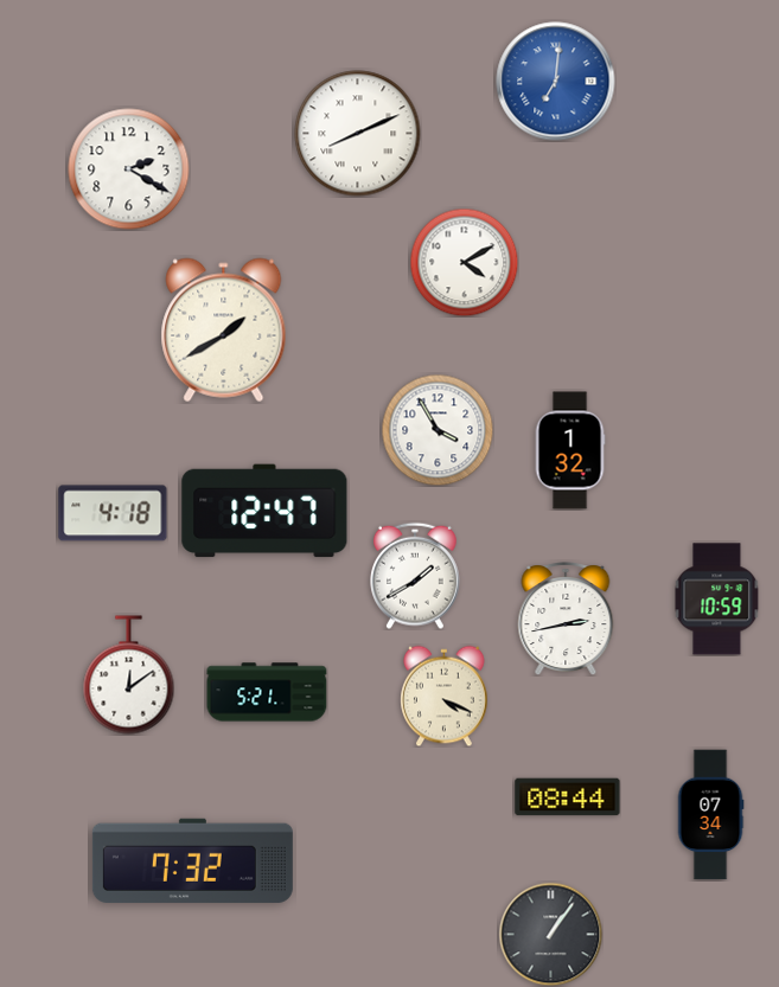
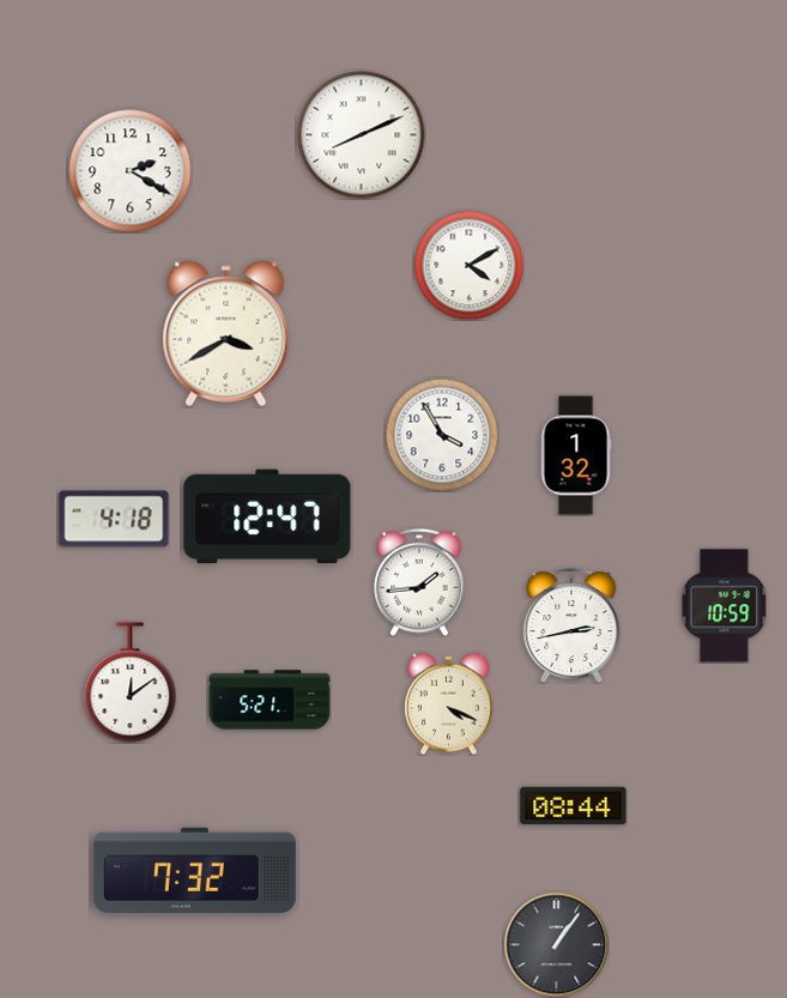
clock at (556, 82): 7:01 -> none
clock at (224, 331): 1:40 -> 3:40
clock at (416, 576): 1:40 -> 1:44
clock at (710, 815): 07:34 -> none
